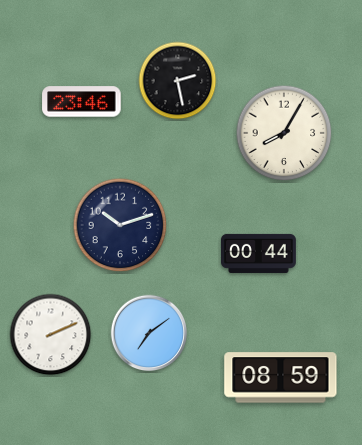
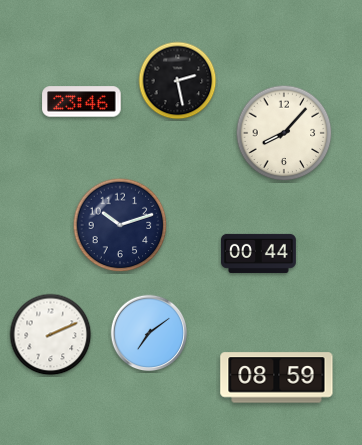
clock at (284, 133): 8:05 -> 8:07
clock at (281, 378) position: (281, 378) -> (277, 378)
